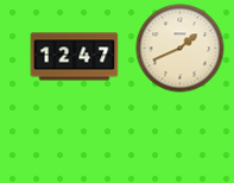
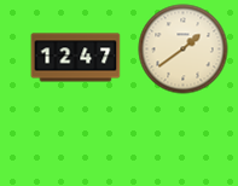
clock at (181, 49): 1:41 -> 1:39
